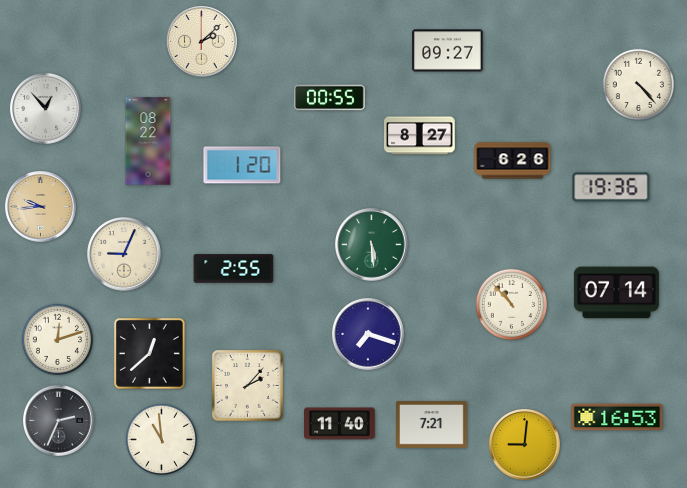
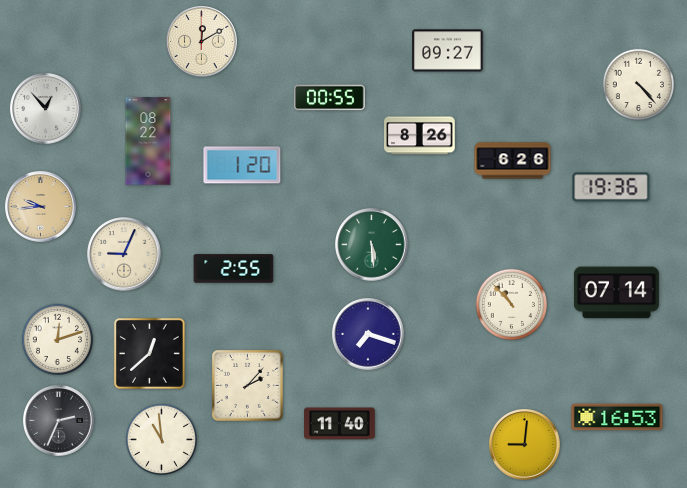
clock at (202, 42): 2:08 -> 12:10
clock at (420, 136): 8:27 -> 8:26
clock at (432, 425): 7:21 -> none
